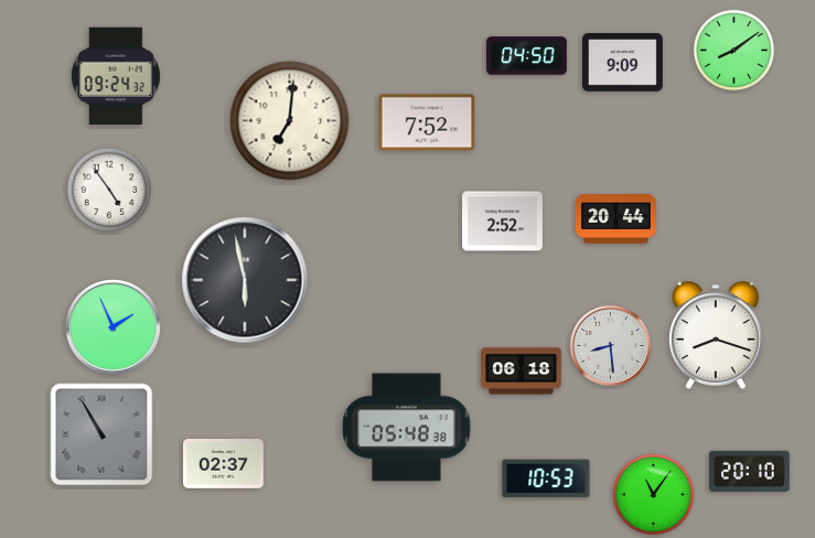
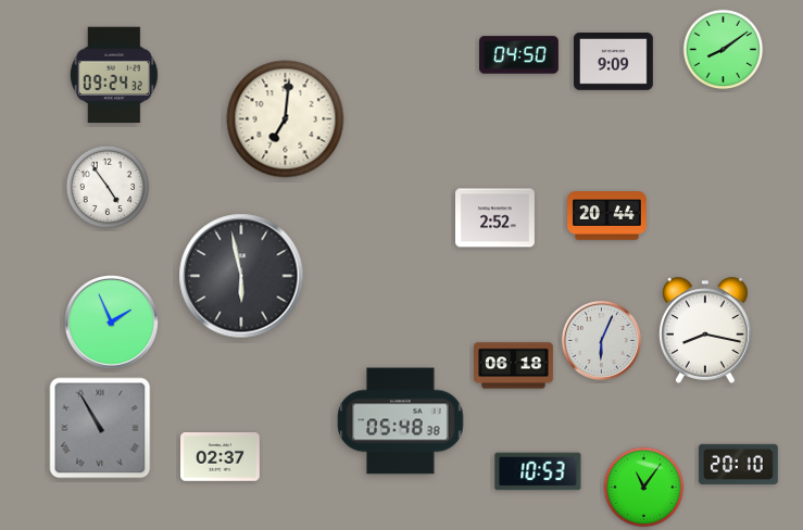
clock at (427, 122): 7:52 -> none
clock at (716, 335): 8:18 -> 8:17
clock at (610, 345): 8:29 -> 6:04
